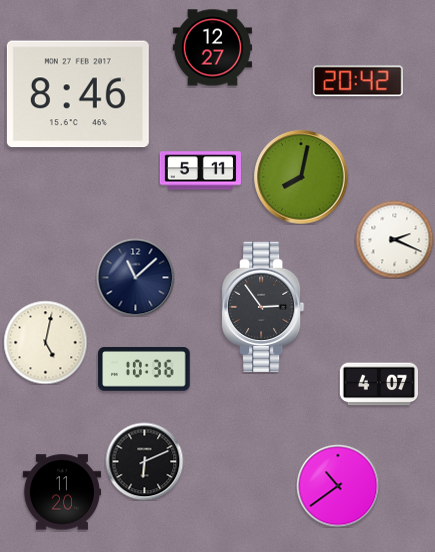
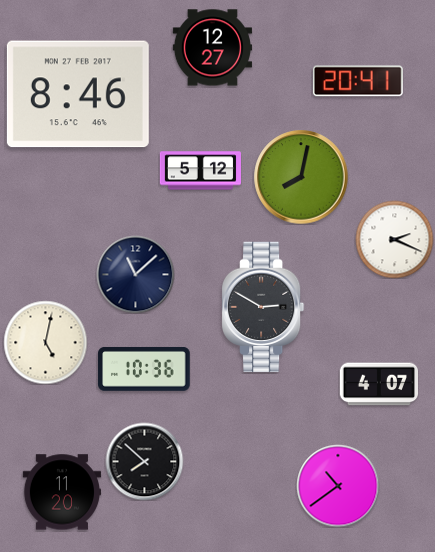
clock at (358, 81): 20:42 -> 20:41
clock at (200, 171): 5:11 -> 5:12
clock at (135, 277) position: (135, 277) -> (135, 274)
clock at (264, 307): 2:54 -> 2:50
clock at (144, 461): 6:11 -> 7:52
